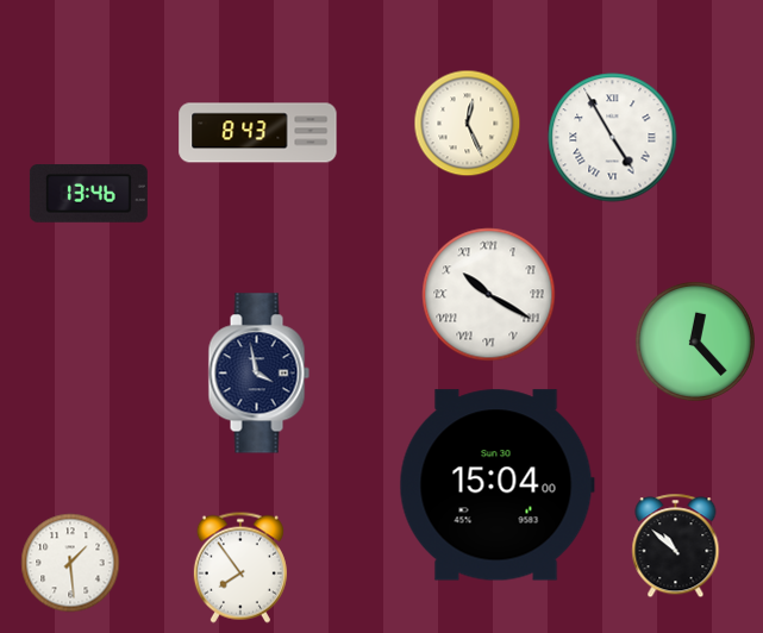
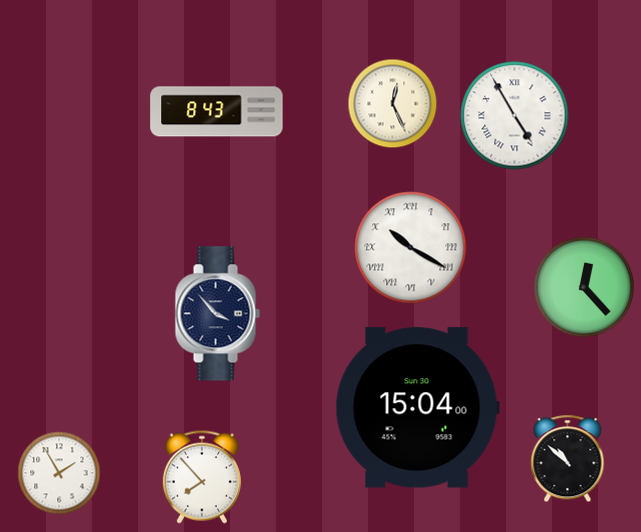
clock at (88, 194): 13:46 -> none
clock at (258, 374): 3:58 -> 3:53
clock at (70, 563): 1:29 -> 1:55
clock at (240, 568): 7:54 -> 7:53
